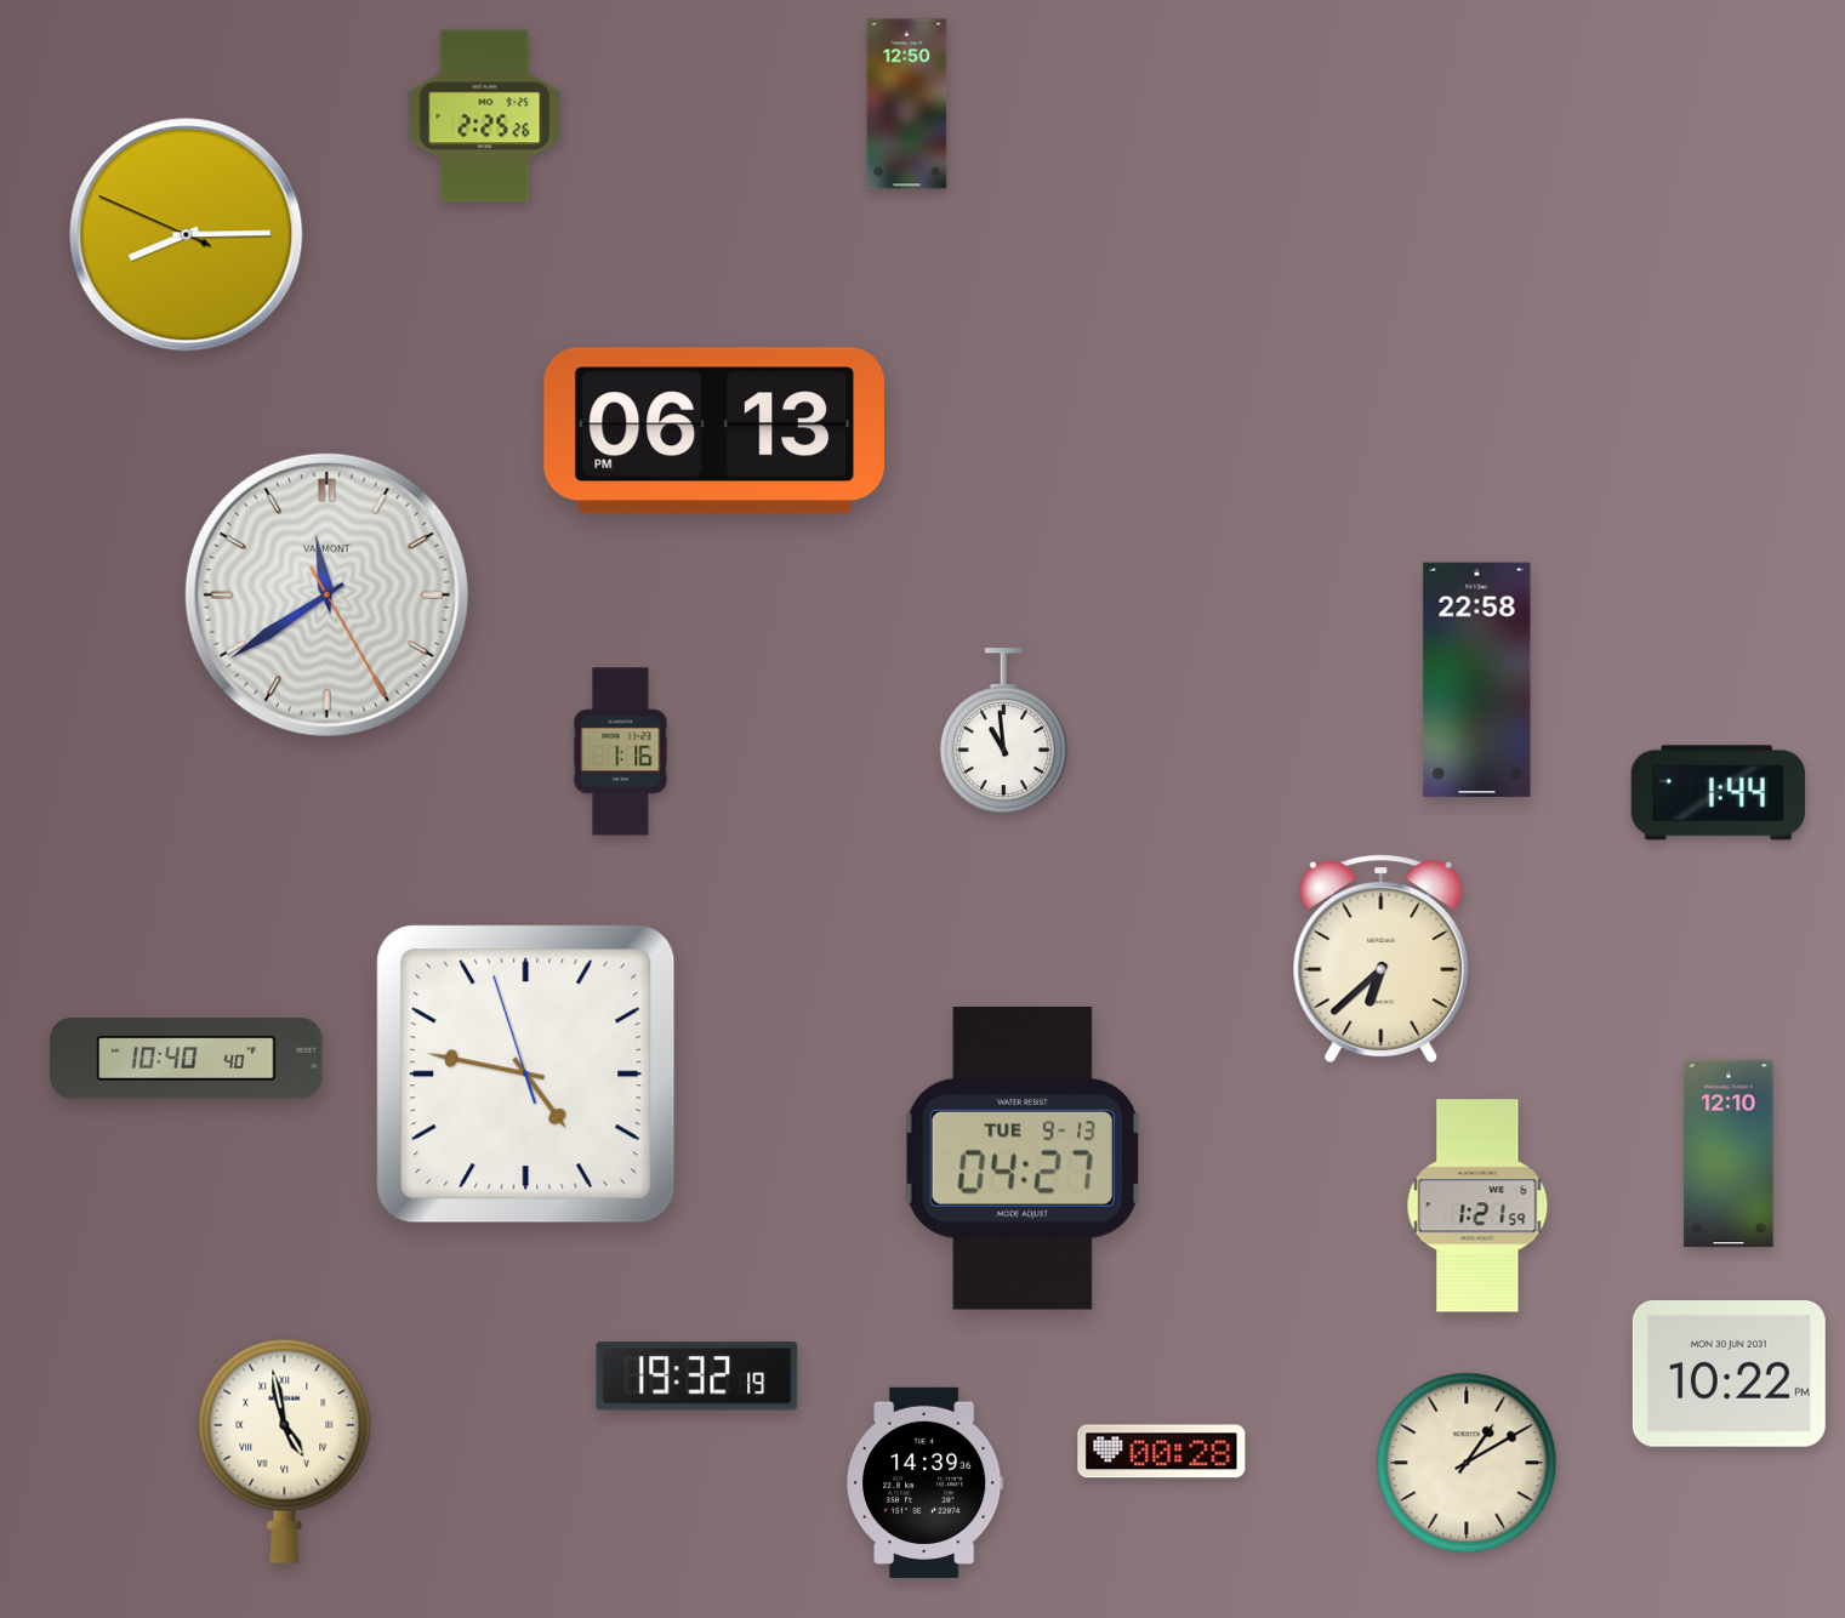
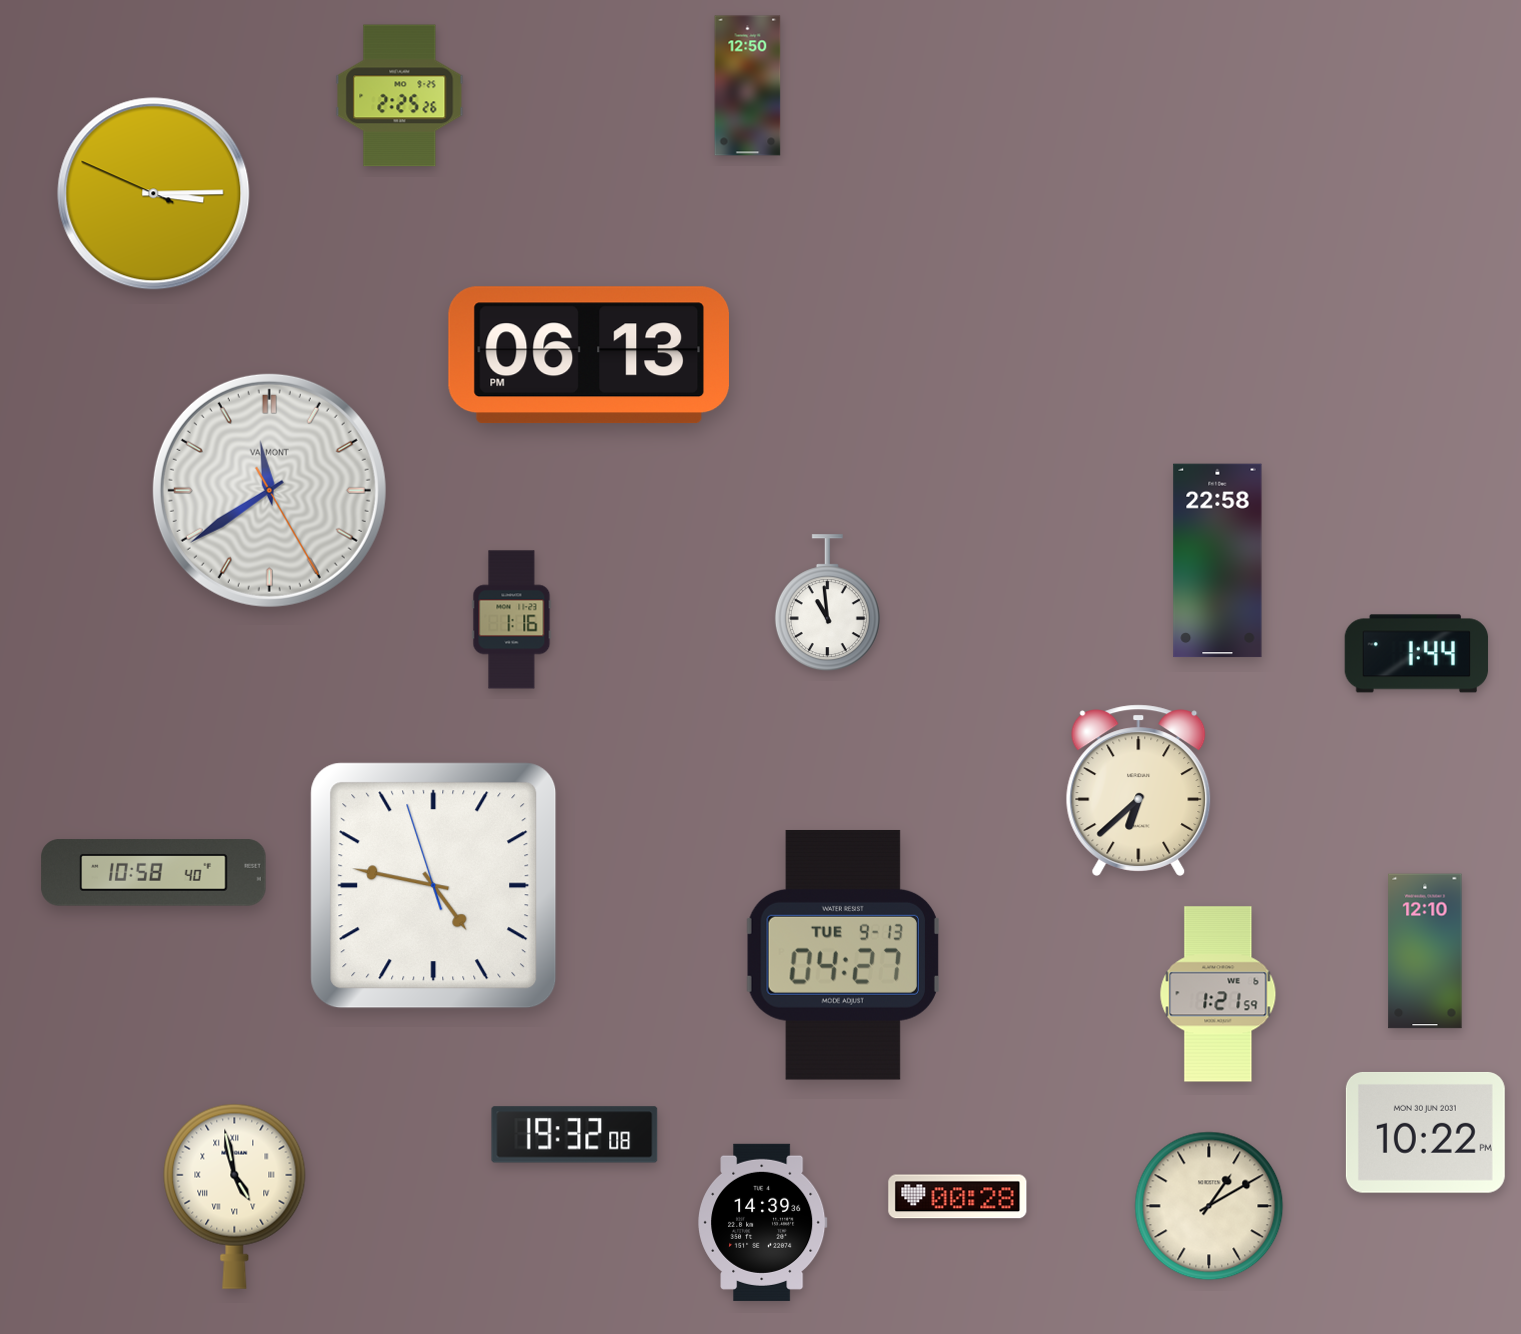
clock at (187, 235): 8:14 -> 3:14
clock at (187, 1059): 10:40 -> 10:58
clock at (697, 1377): 19:32:19 -> 19:32:08
